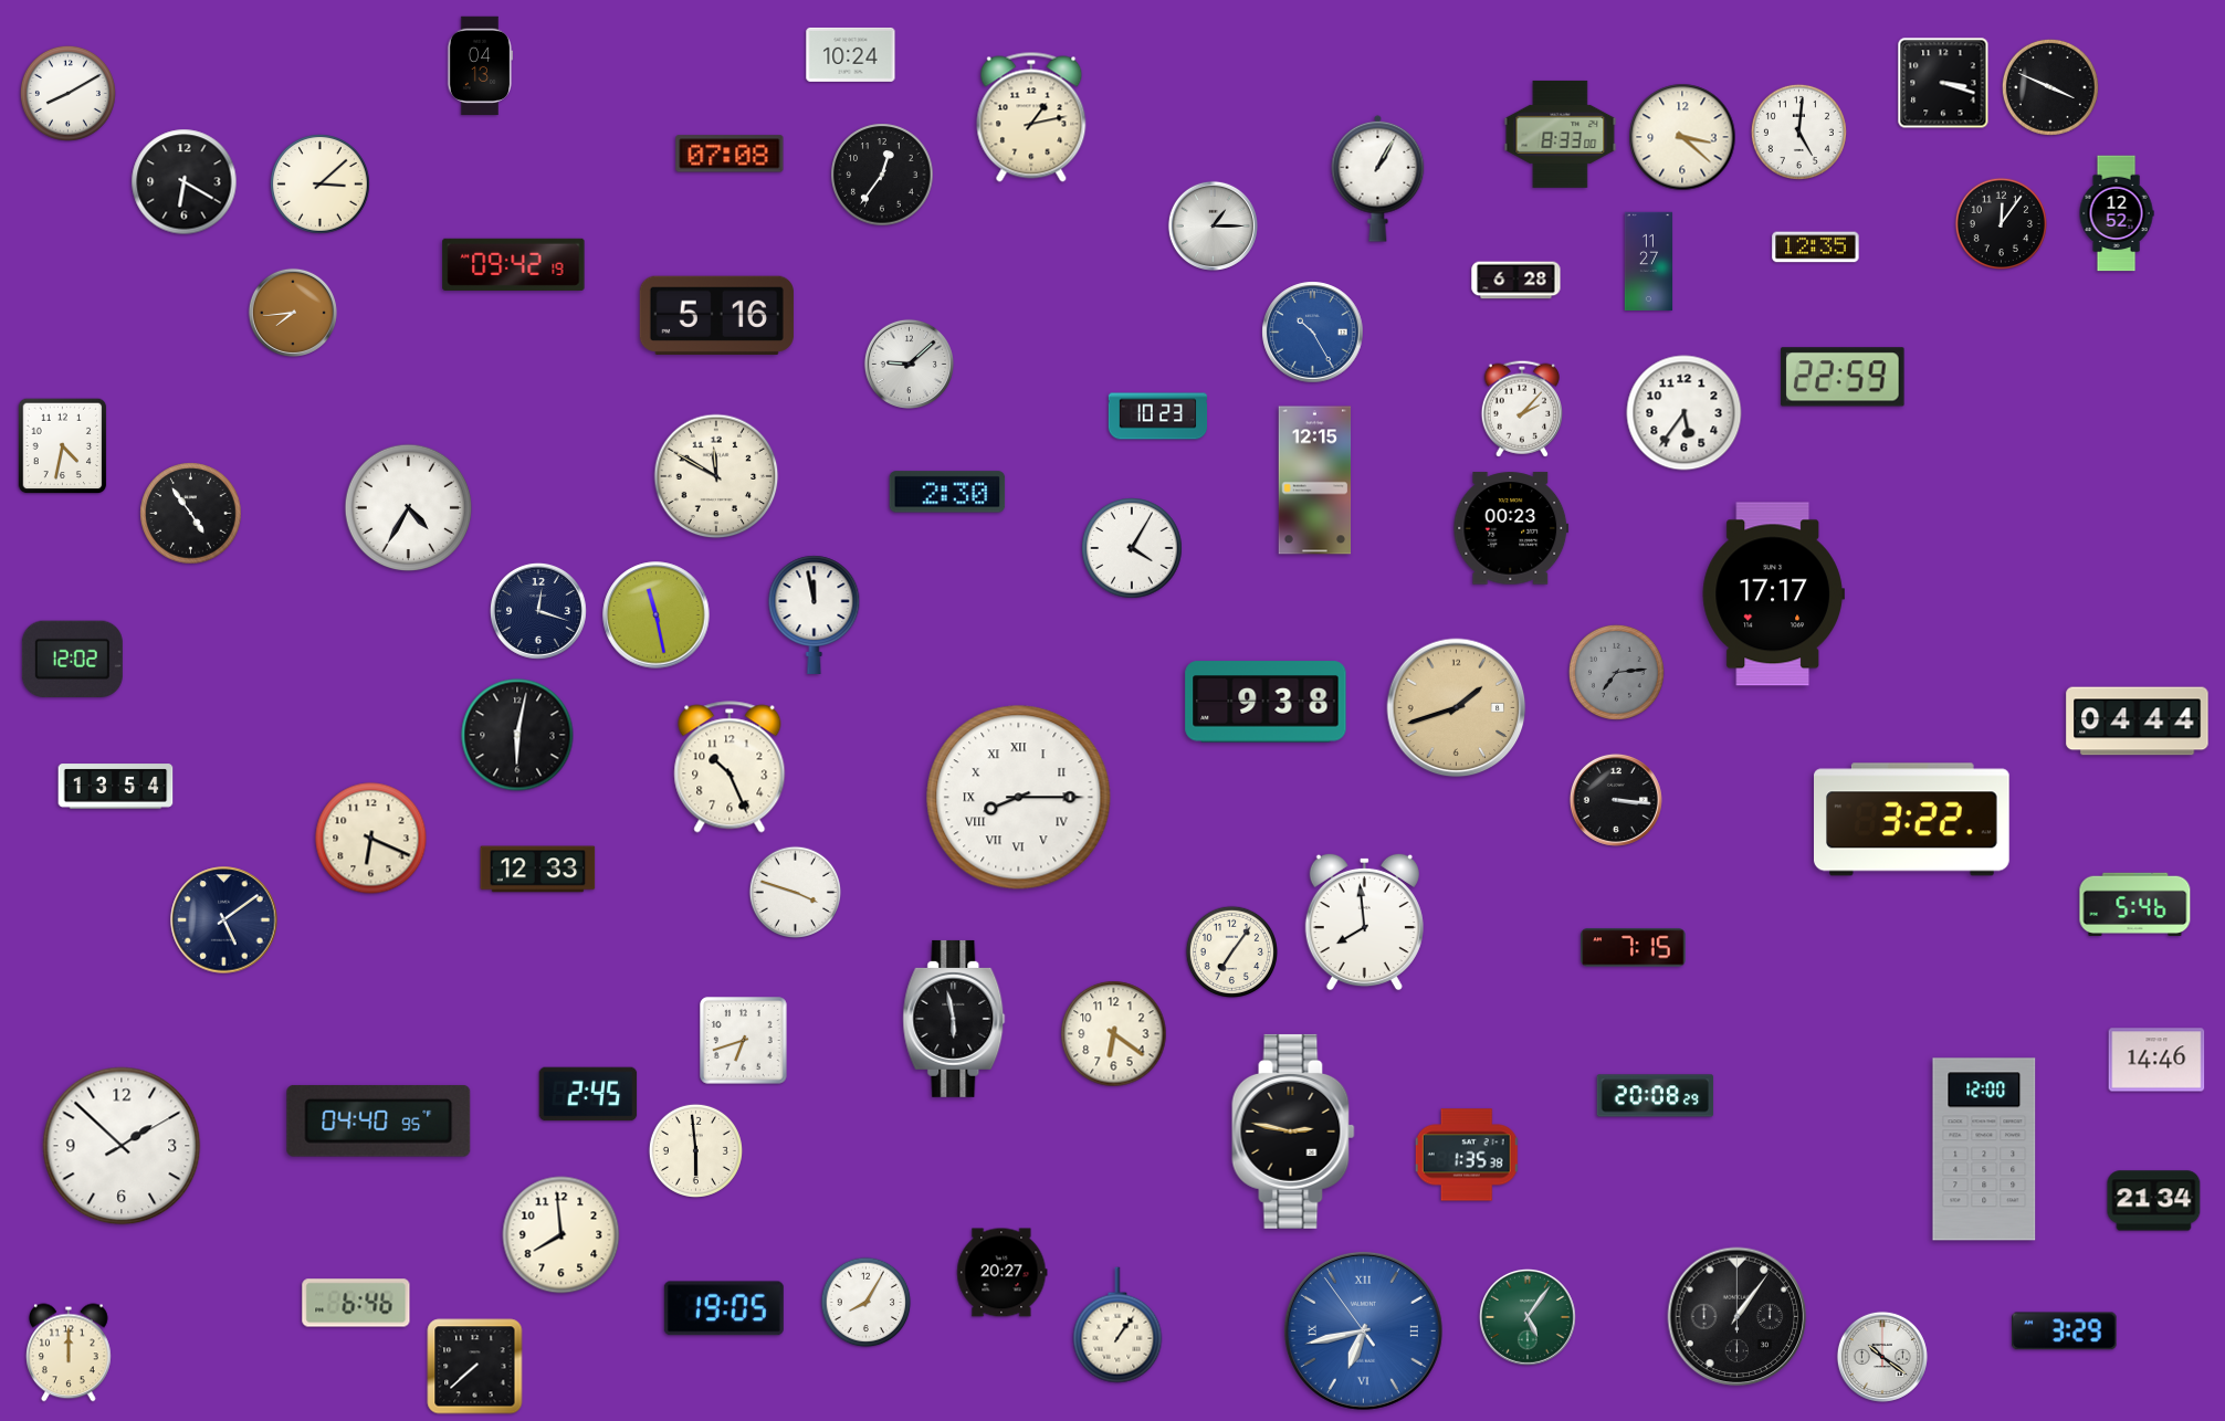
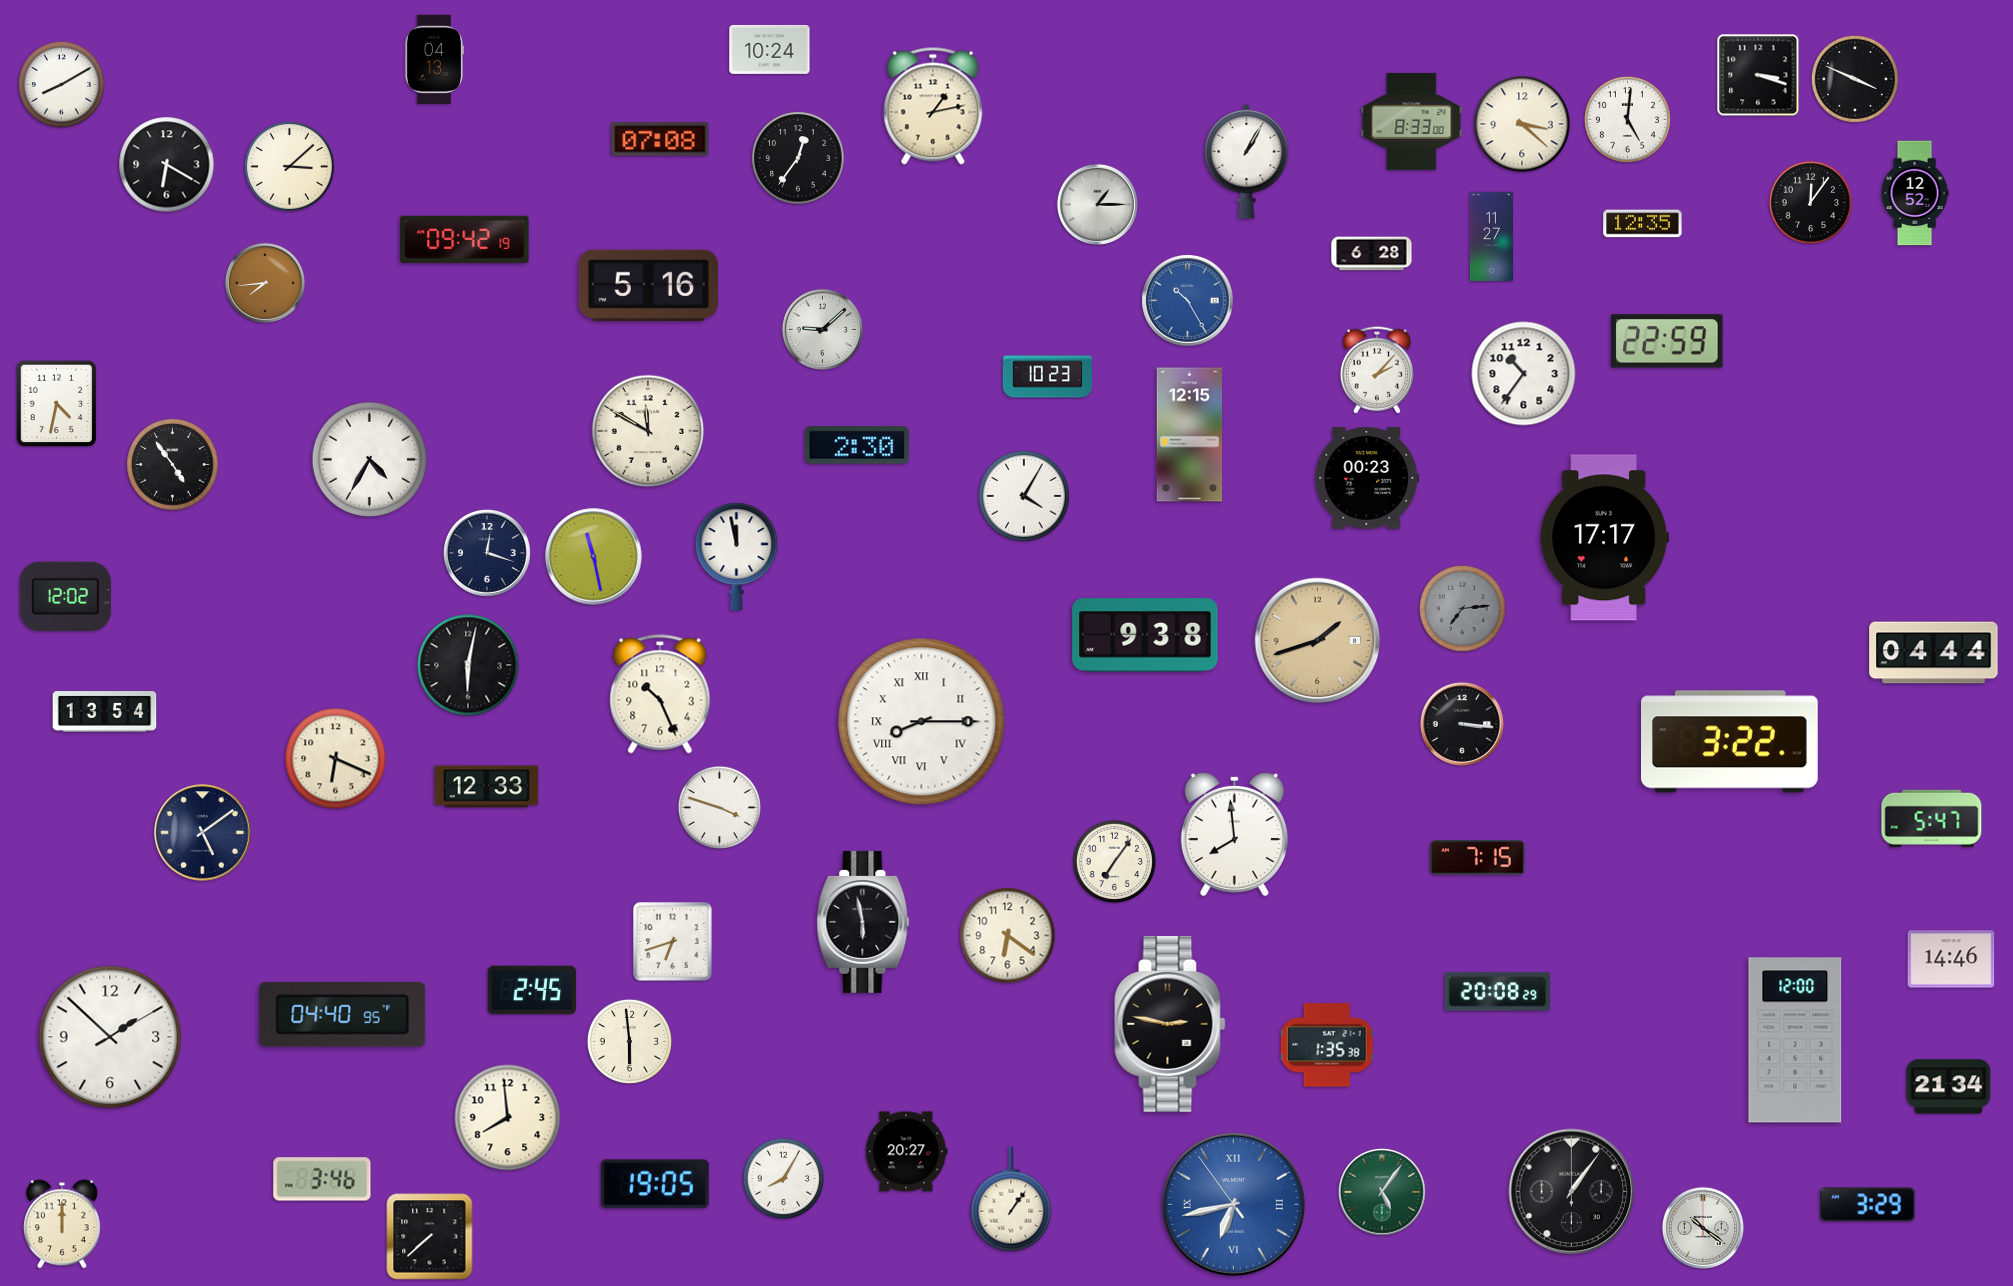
clock at (1685, 413): 5:36 -> 10:36
clock at (2135, 904): 5:46 -> 5:47
clock at (356, 1303): 6:46 -> 3:46
